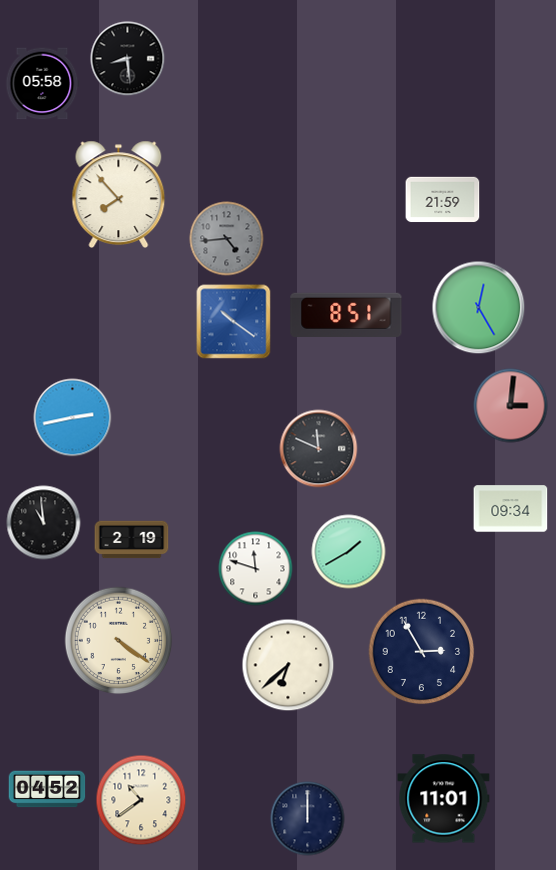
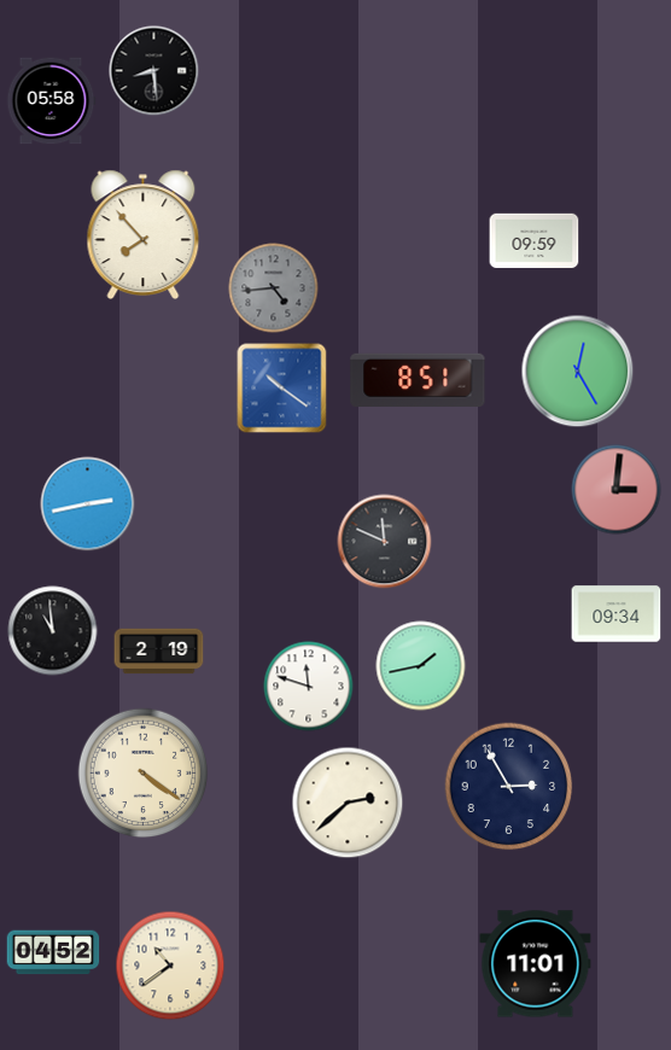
clock at (443, 200): 21:59 -> 09:59
clock at (349, 552): 1:40 -> 1:43
clock at (288, 665): 6:38 -> 2:38
clock at (47, 789) position: (47, 789) -> (53, 952)
clock at (308, 819): 12:00 -> none
